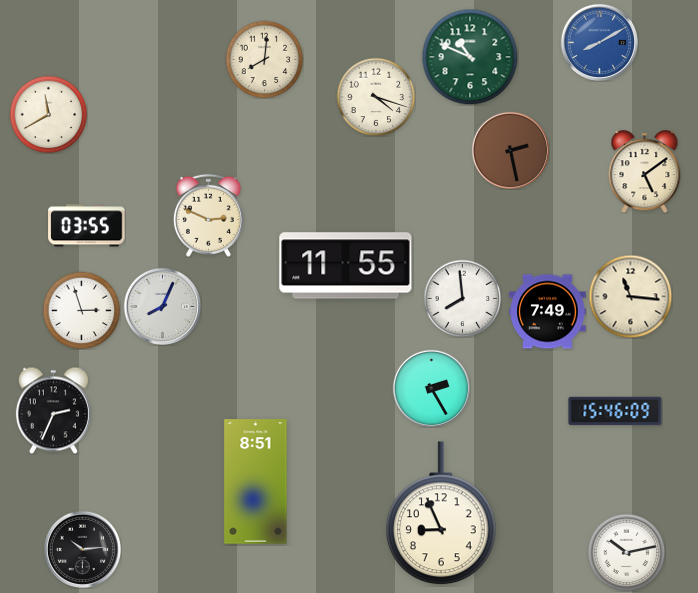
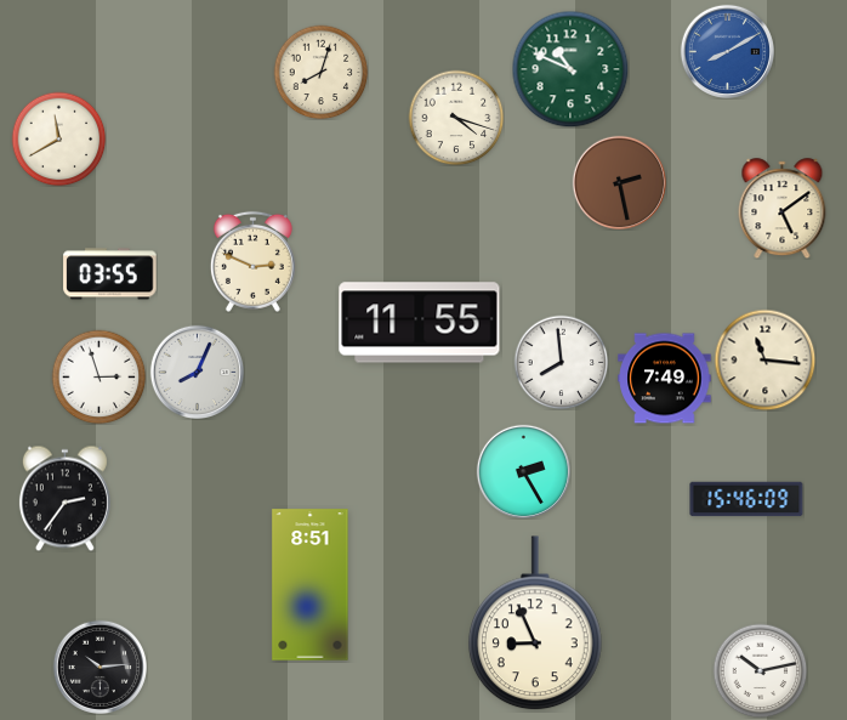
clock at (264, 59): 8:01 -> 8:03
clock at (87, 226) position: (87, 226) -> (110, 274)
clock at (53, 410): 2:34 -> 2:36
